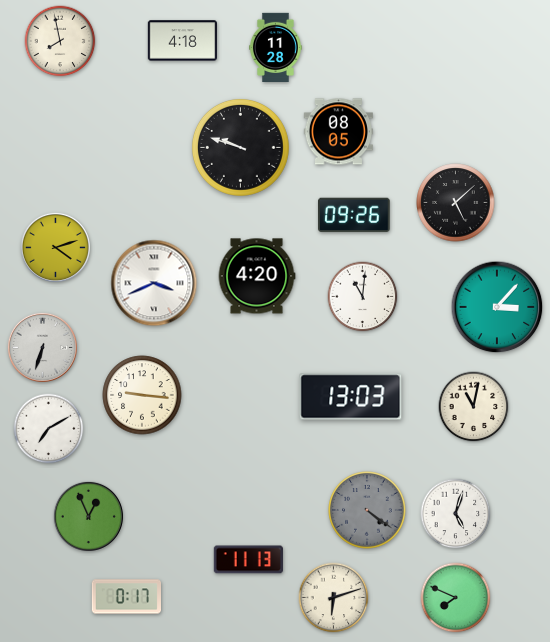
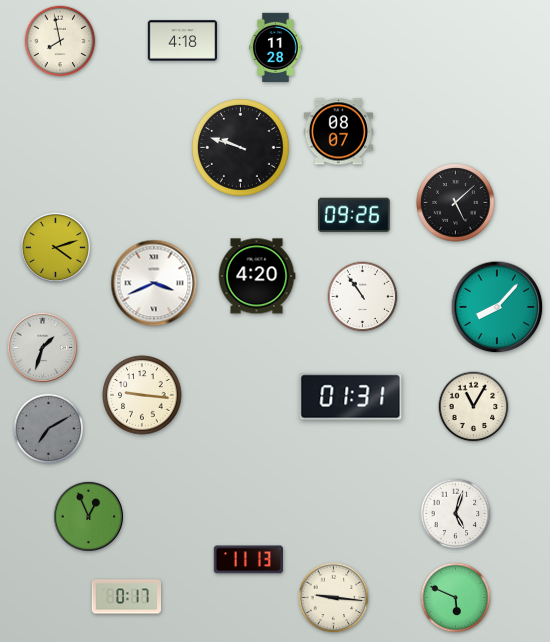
clock at (338, 132): 08:05 -> 08:07
clock at (363, 297): 11:01 -> 10:54
clock at (497, 307): 3:07 -> 8:07
clock at (42, 347): 6:33 -> 1:33
clock at (351, 397): 13:03 -> 01:31
clock at (474, 407): 11:02 -> 11:05
clock at (49, 429) dial: white -> grey
clock at (367, 510): 4:21 -> none
clock at (334, 598): 6:12 -> 9:16
clock at (456, 598): 7:49 -> 5:49
